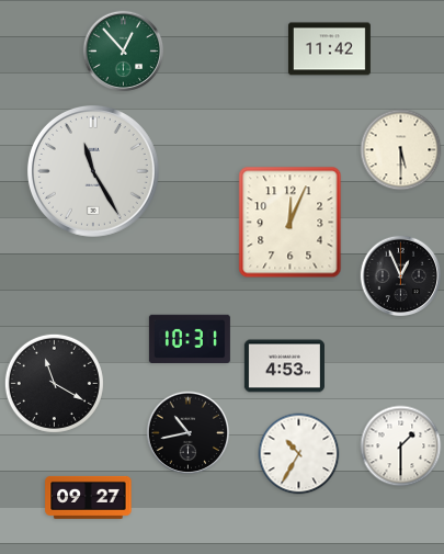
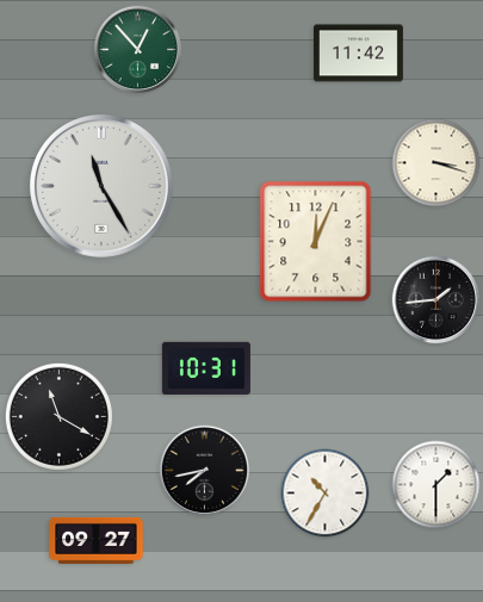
clock at (124, 52) position: (124, 52) -> (138, 50)
clock at (401, 150): 5:30 -> 3:18
clock at (401, 276): 12:56 -> 1:44
clock at (284, 366): 4:53 -> none
clock at (189, 433): 10:43 -> 7:43
